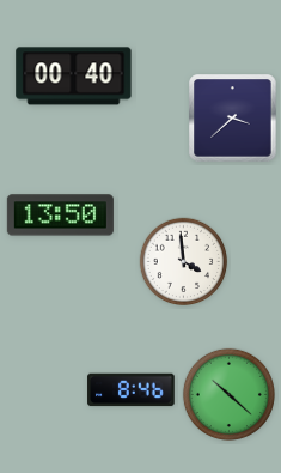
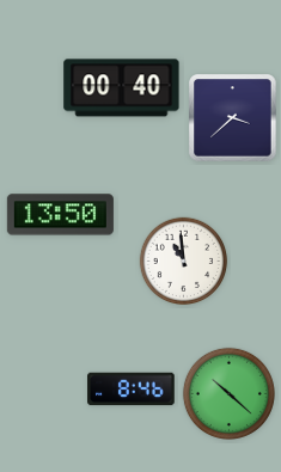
clock at (74, 77) position: (74, 77) -> (122, 88)
clock at (184, 262): 3:59 -> 10:59
